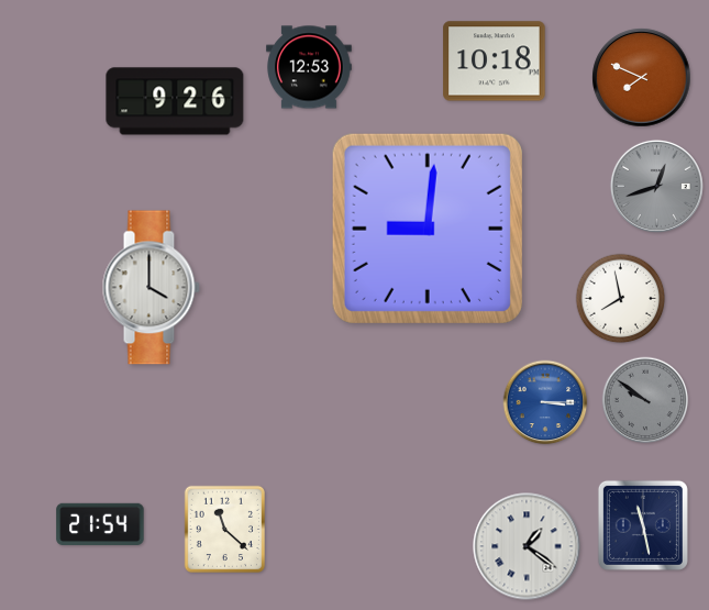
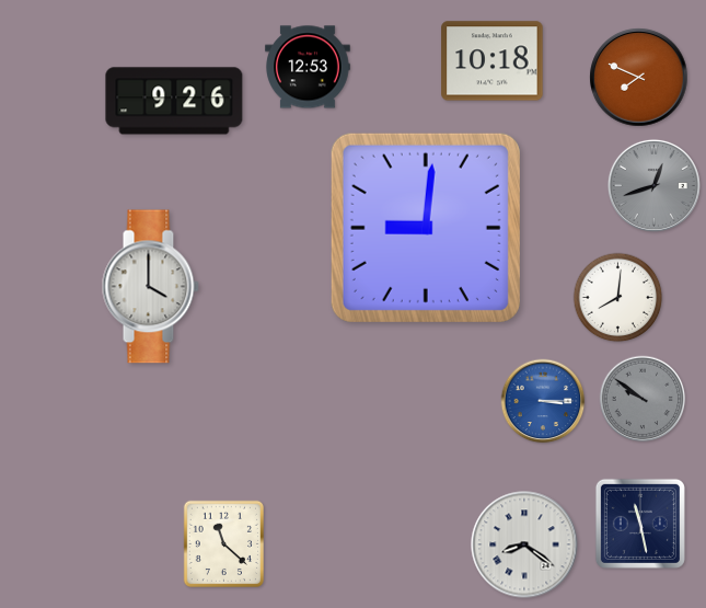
clock at (621, 299): 7:58 -> 8:01
clock at (100, 523): 21:54 -> none
clock at (224, 529) position: (224, 529) -> (223, 543)
clock at (527, 546): 1:21 -> 8:21
